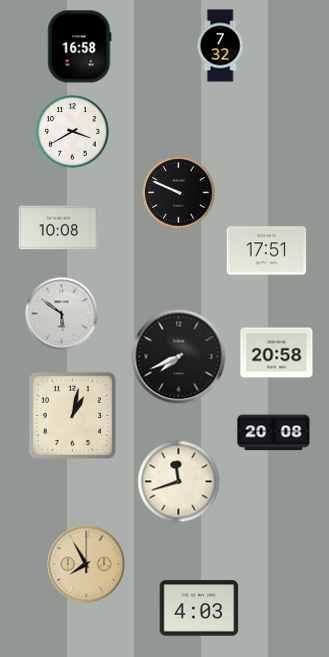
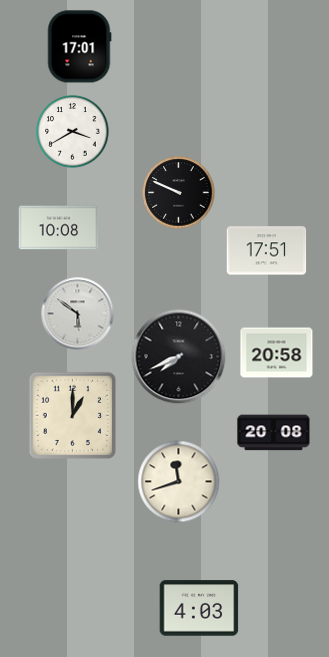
clock at (220, 46): 7:32 -> none
clock at (79, 47): 16:58 -> 17:01
clock at (62, 314) position: (62, 314) -> (78, 314)
clock at (73, 416): 1:02 -> 1:00
clock at (86, 564): 7:55 -> none
